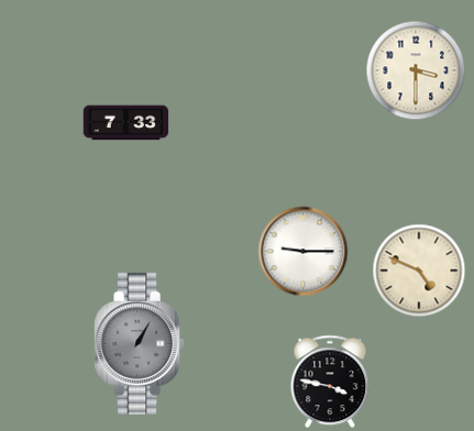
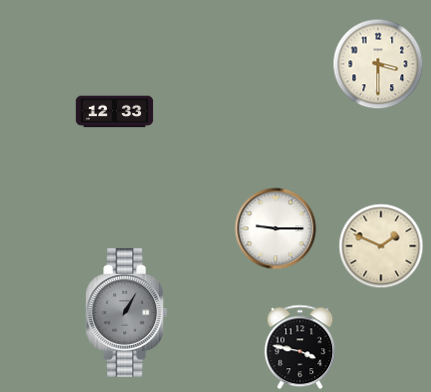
clock at (126, 123): 7:33 -> 12:33
clock at (419, 270): 4:49 -> 1:49
